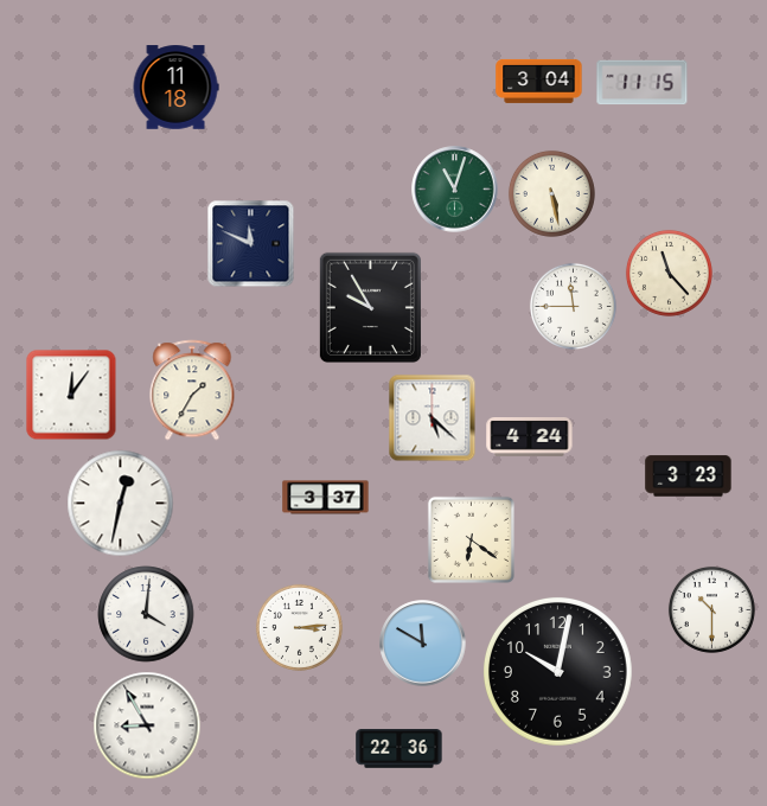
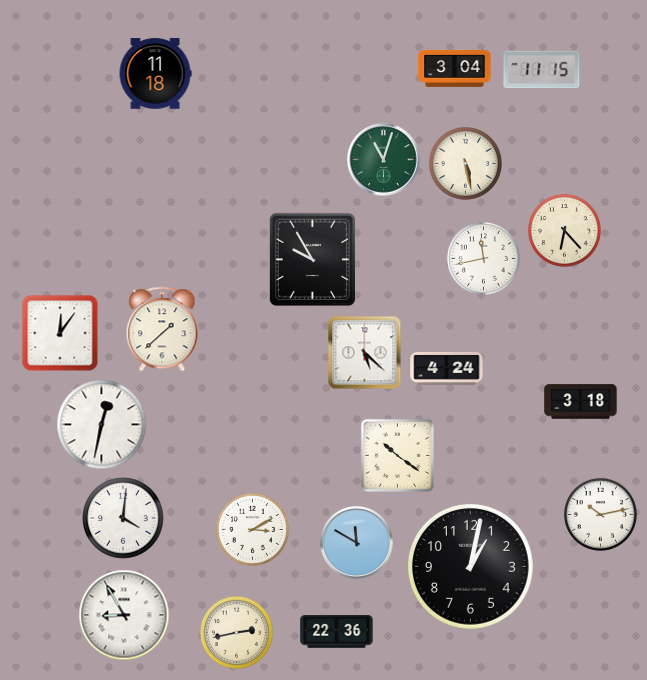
clock at (175, 88) position: (175, 88) -> (155, 74)
clock at (251, 244): 11:49 -> none
clock at (669, 273): 11:23 -> 6:23
clock at (573, 306): 11:45 -> 11:43
clock at (192, 390): 1:35 -> 1:38
clock at (689, 476): 3:23 -> 3:18
clock at (326, 498): 3:37 -> none
clock at (471, 539): 6:21 -> 10:21
clock at (711, 609): 10:30 -> 10:13
clock at (299, 627): 3:14 -> 3:10
clock at (557, 671): 10:02 -> 1:02
clock at (147, 725) position: (147, 725) -> (124, 615)
clock at (236, 632): none -> 2:43
